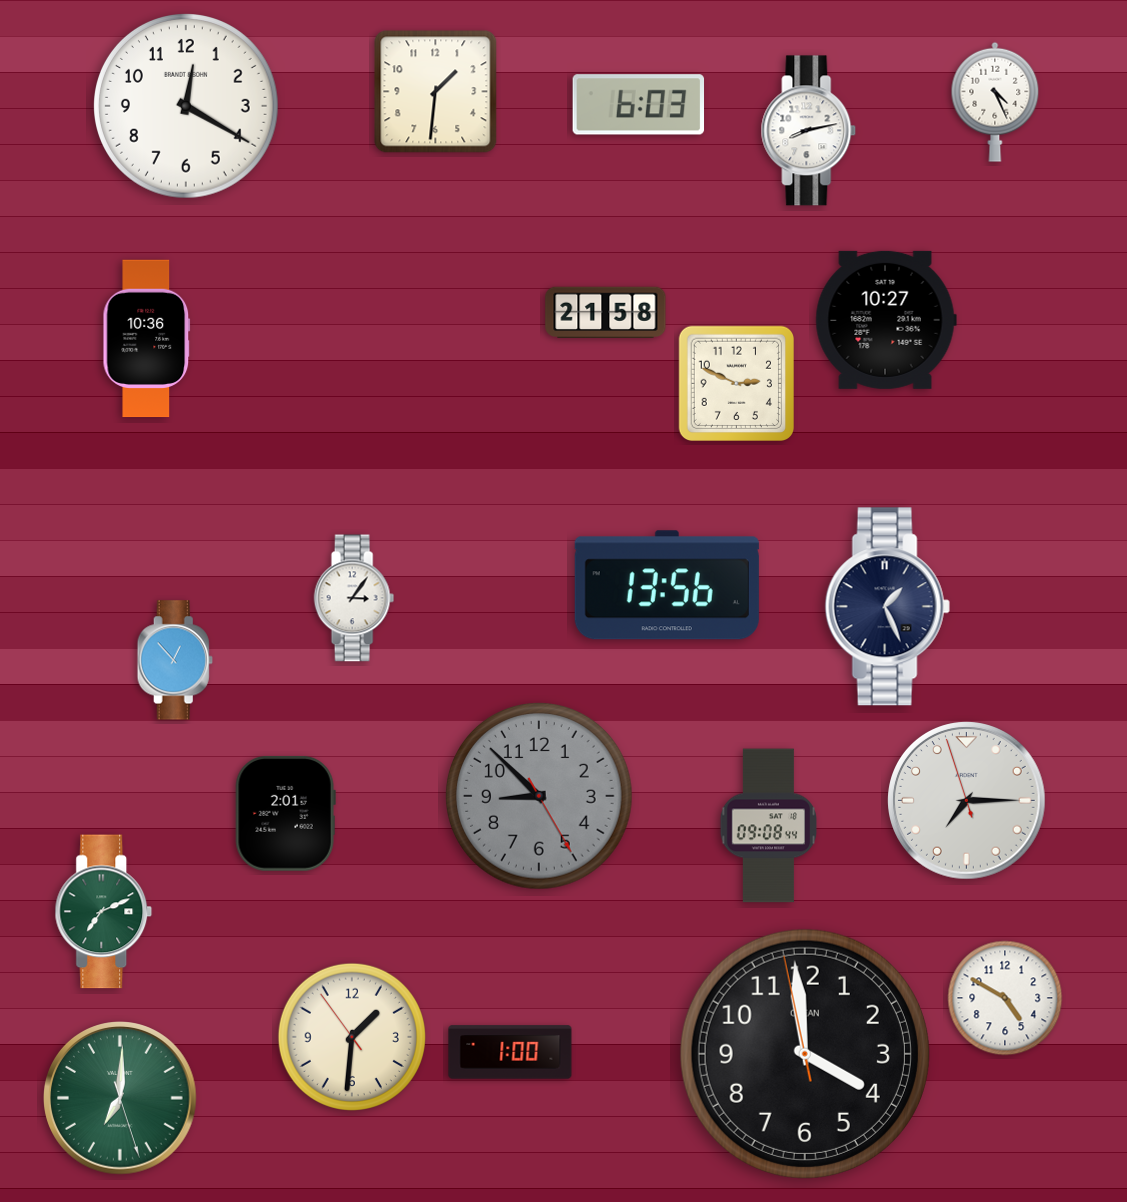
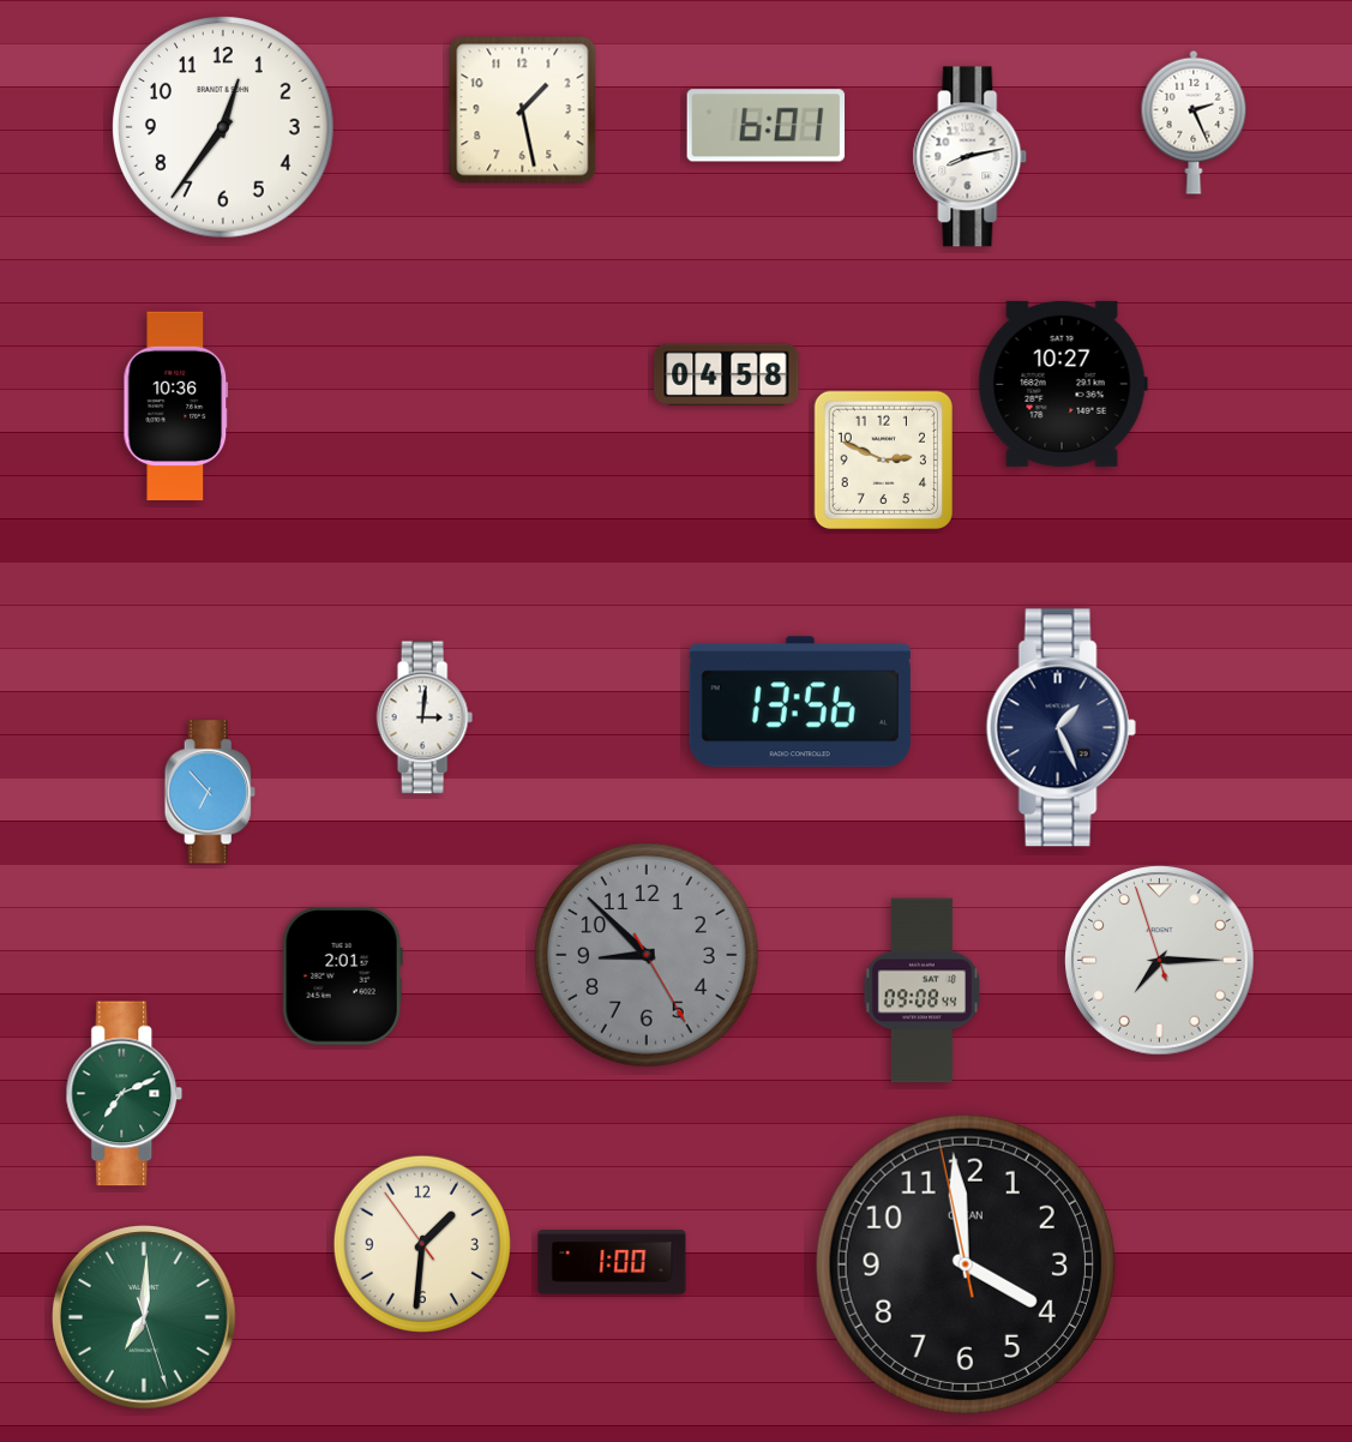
clock at (436, 92): 1:31 -> 1:28
clock at (995, 102): 4:26 -> 2:26
clock at (639, 105): 6:03 -> 6:01
clock at (187, 107): 12:20 -> 12:36
clock at (606, 313): 21:58 -> 04:58
clock at (354, 598): 3:06 -> 3:01
clock at (887, 607) position: (887, 607) -> (1060, 728)
clock at (175, 660): 12:53 -> 6:53
clock at (1005, 998): 4:50 -> none
